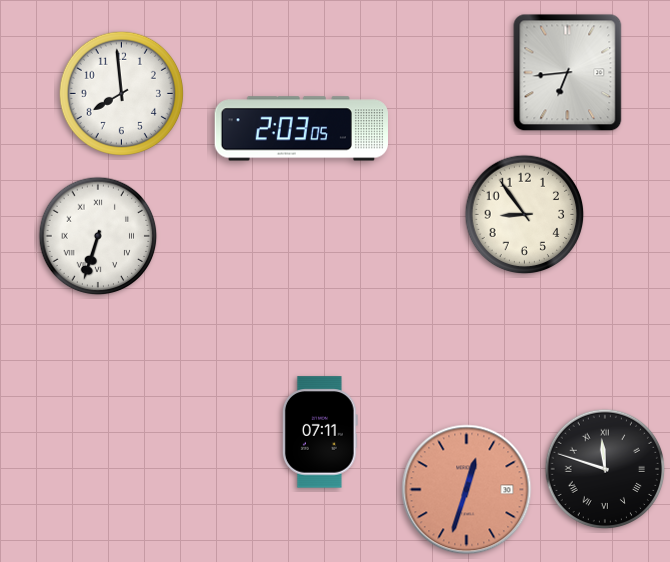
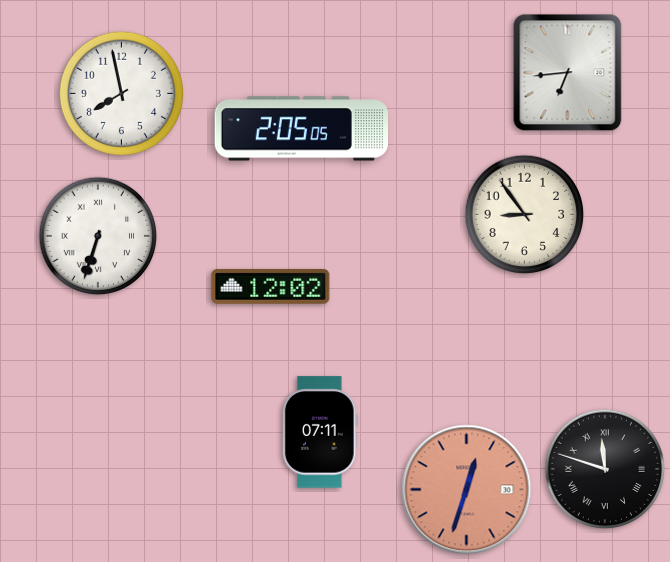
clock at (121, 93): 7:59 -> 7:58
clock at (301, 129): 2:03 -> 2:05
clock at (271, 286): none -> 12:02
